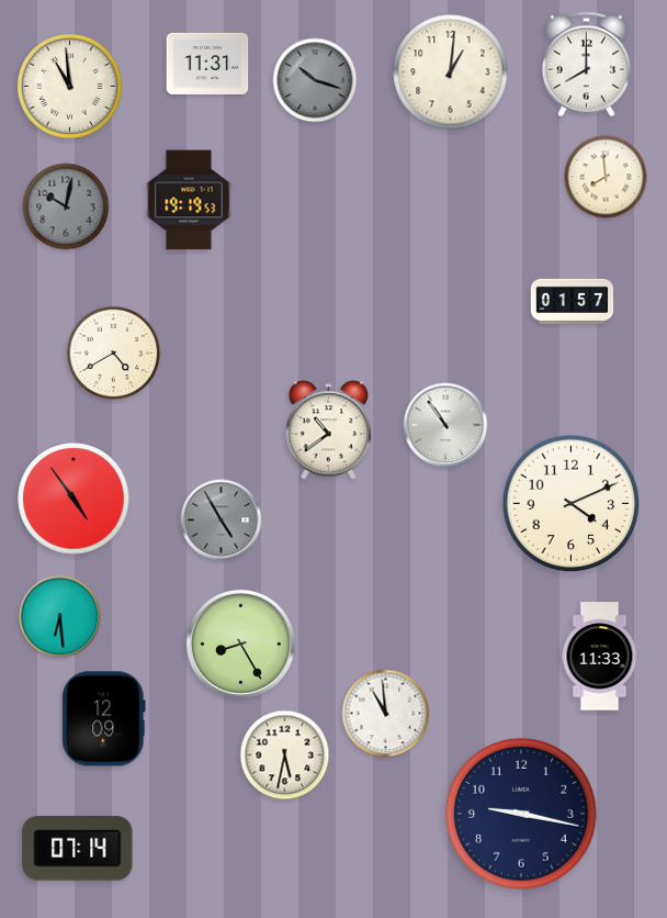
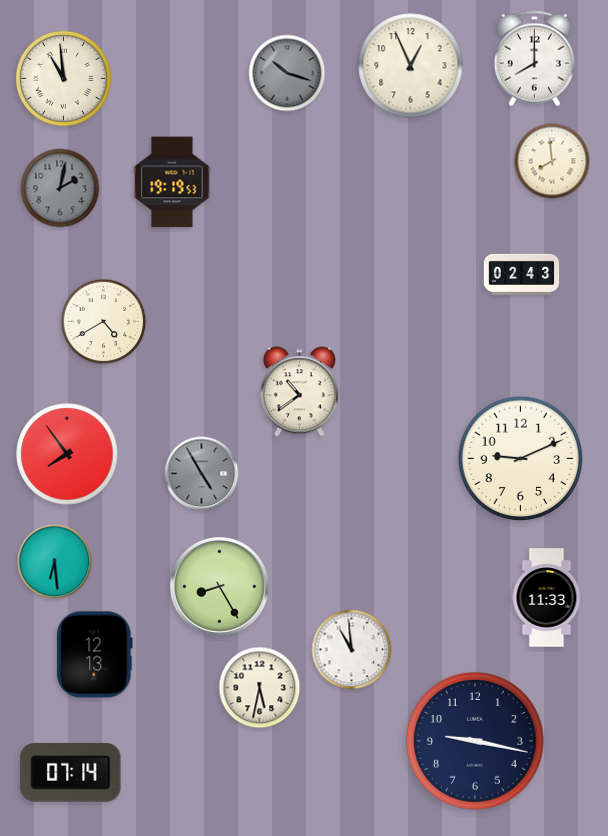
clock at (207, 64): 11:31 -> none
clock at (451, 72): 1:01 -> 12:56
clock at (66, 206): 10:02 -> 2:02
clock at (573, 301): 01:57 -> 02:43
clock at (445, 425): 10:54 -> none
clock at (74, 499): 4:54 -> 7:54
clock at (572, 504): 4:11 -> 9:11
clock at (104, 719): 12:09 -> 12:13
